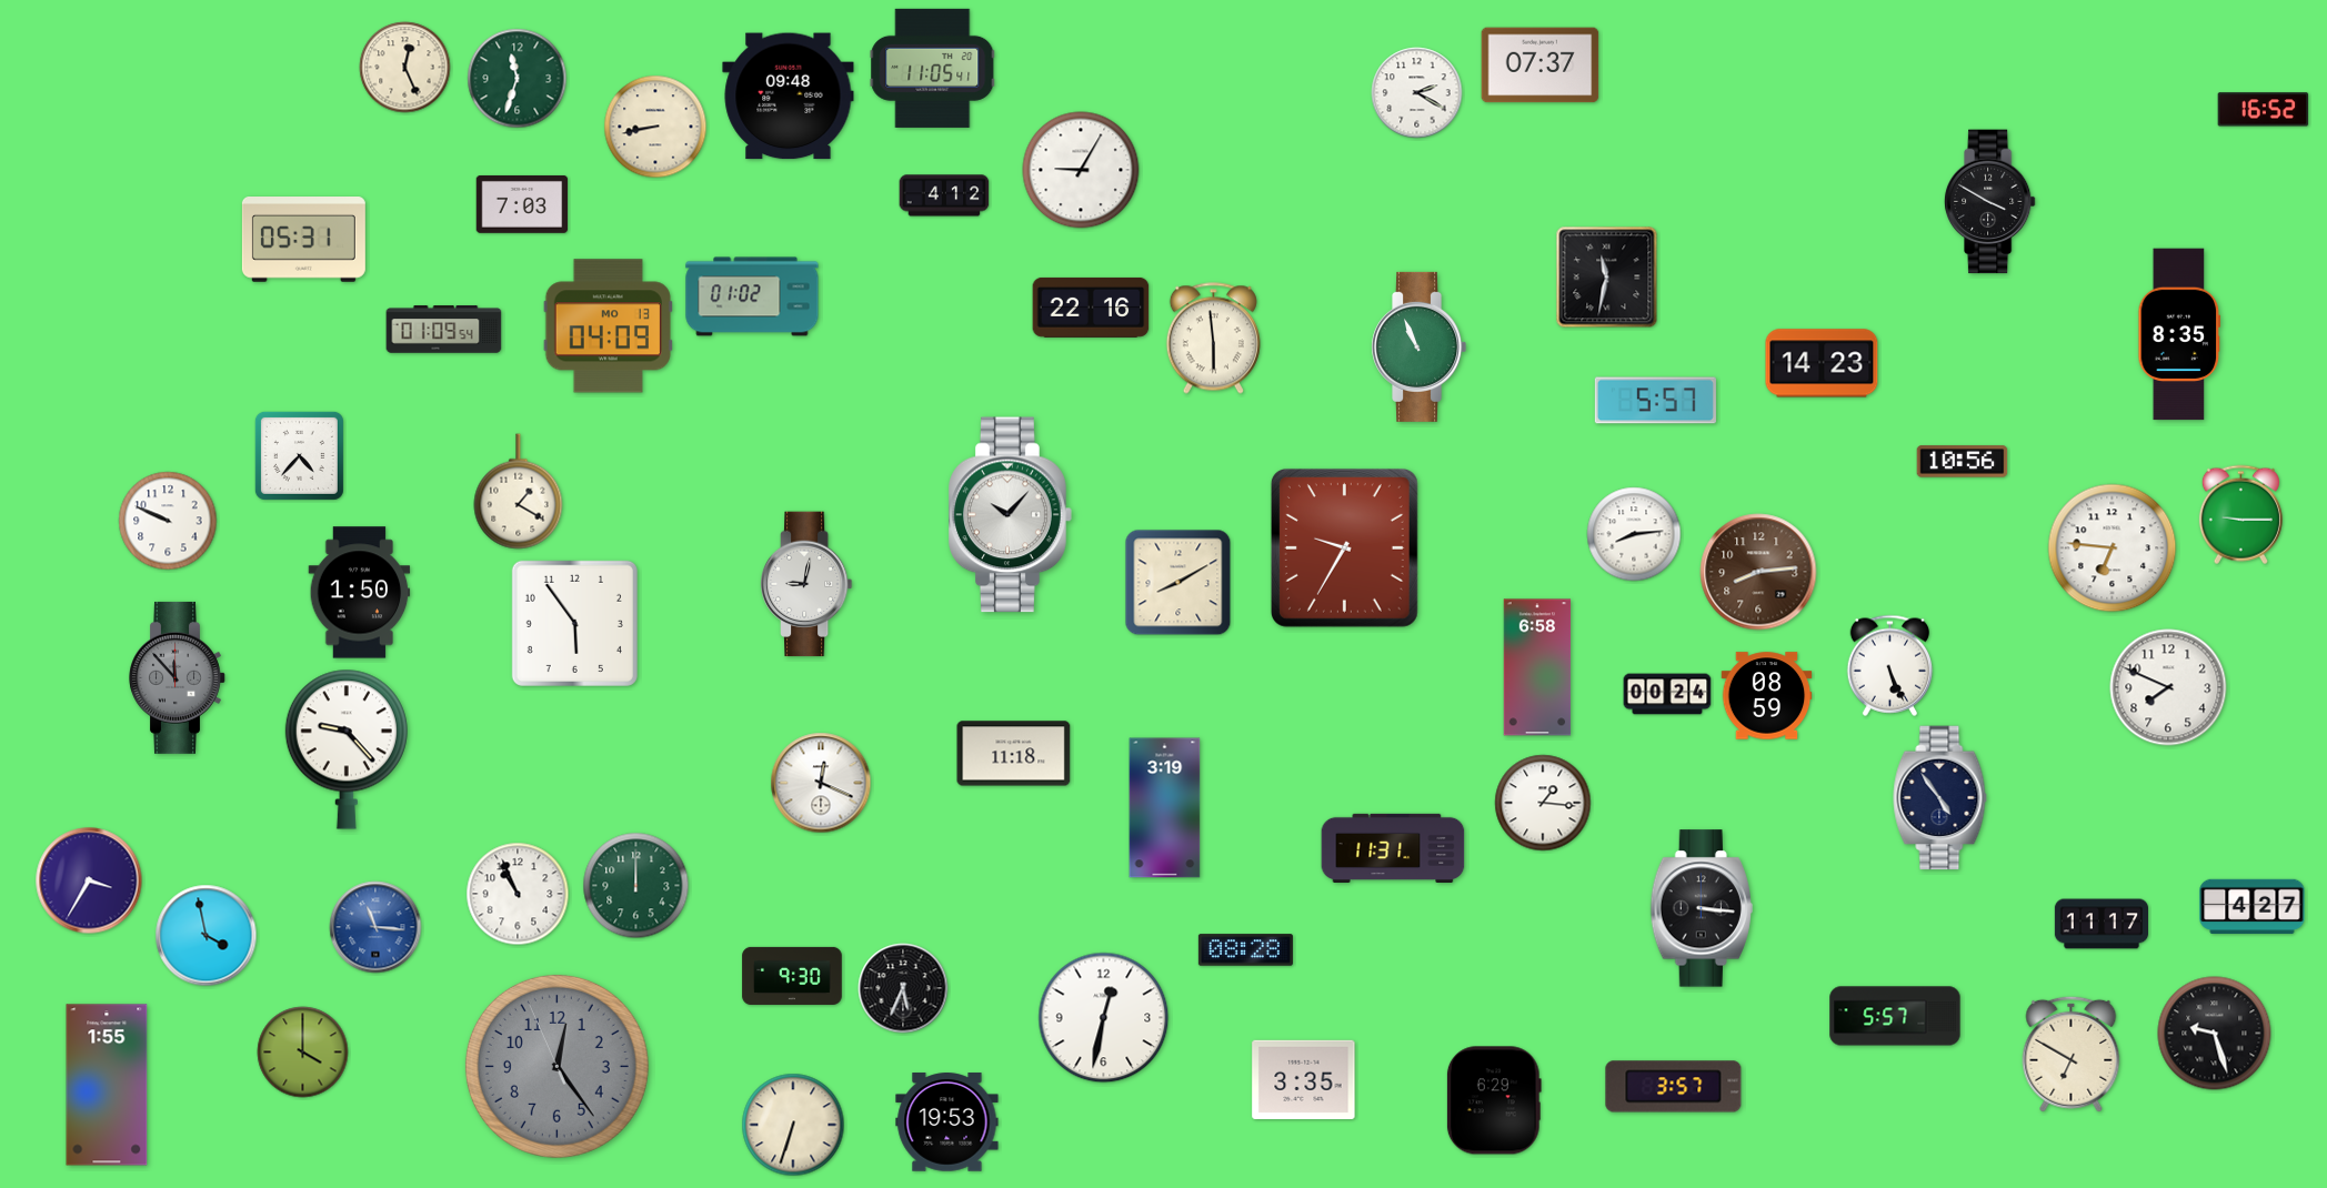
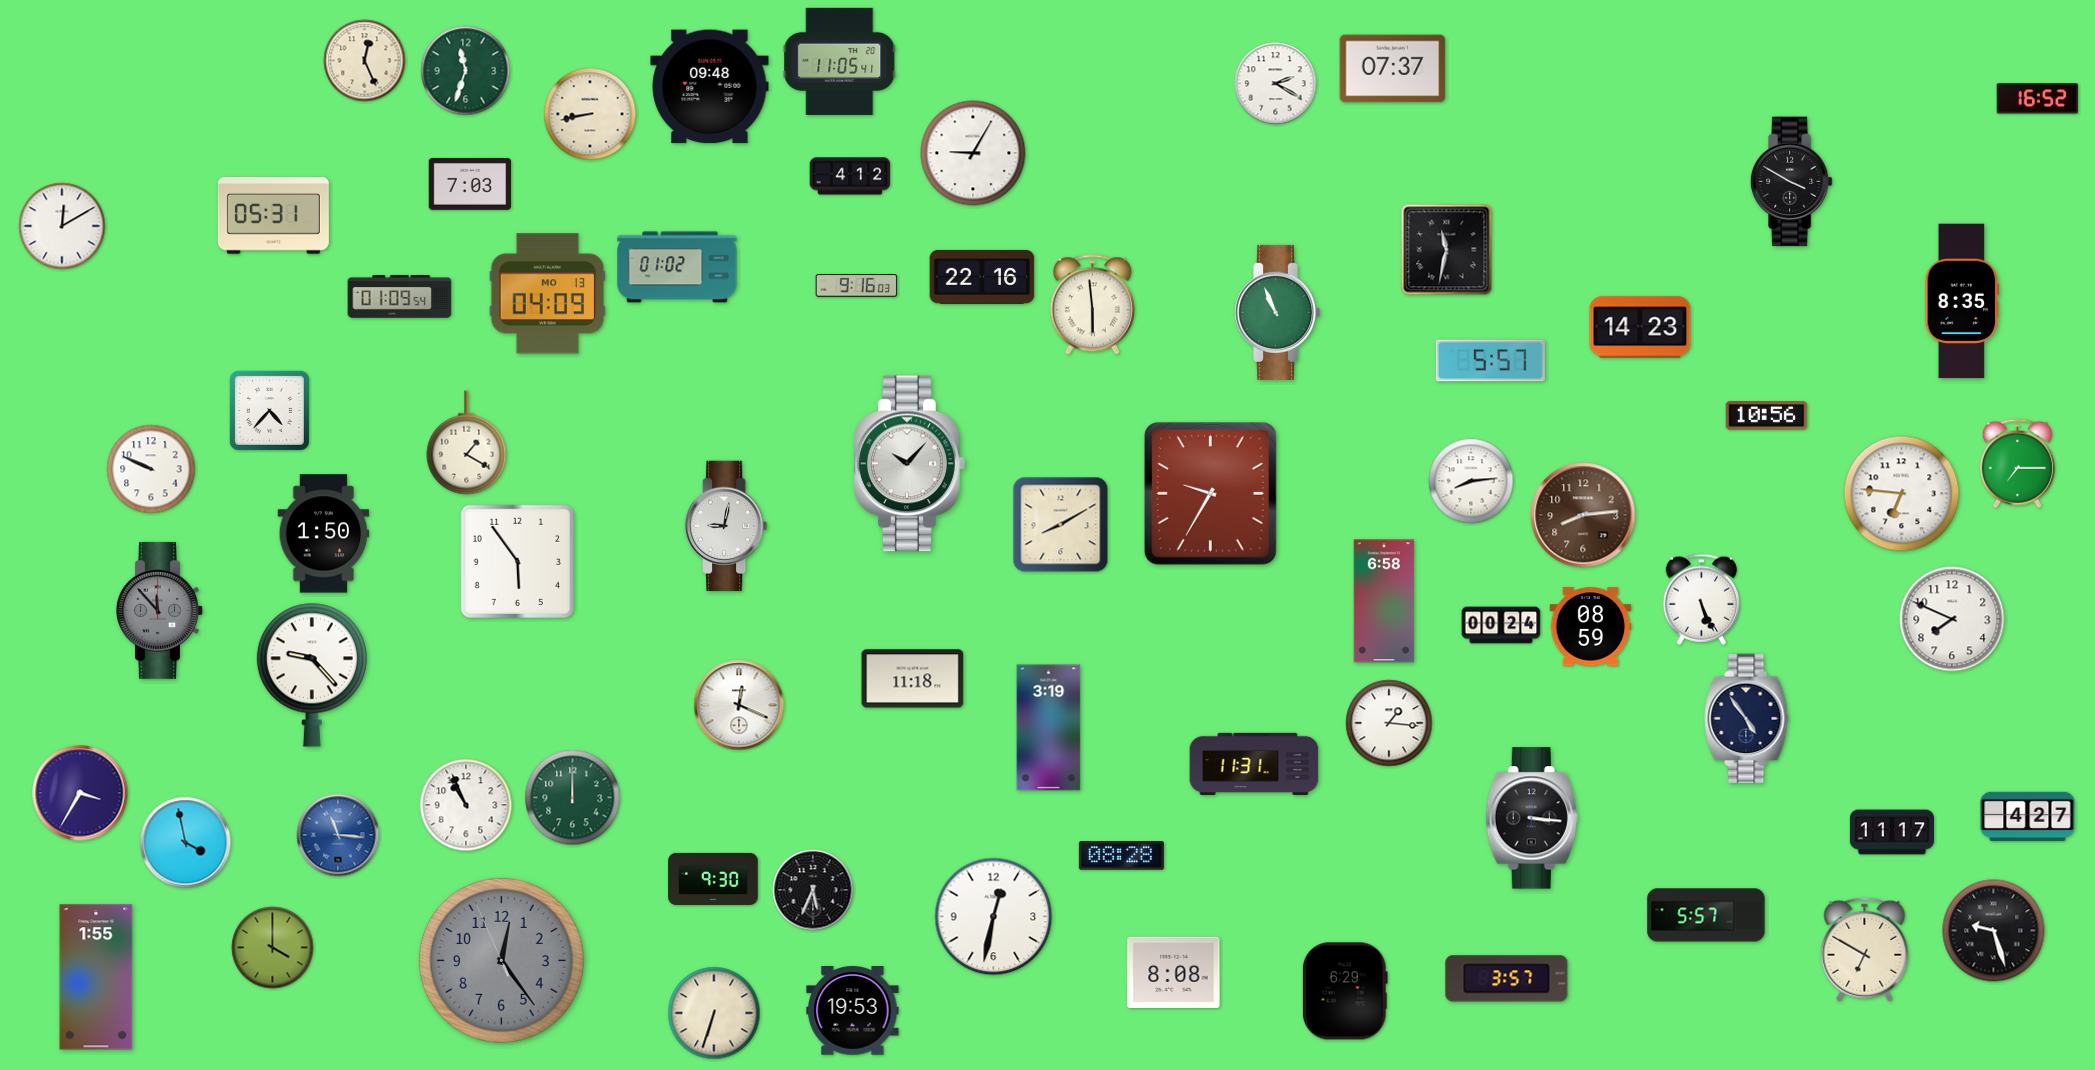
clock at (1541, 66) position: (1541, 66) -> (1393, 69)
clock at (62, 226): none -> 12:10
clock at (857, 286): none -> 9:16
clock at (2240, 515): 9:15 -> 7:15
clock at (1304, 1079): 3:35 -> 8:08
